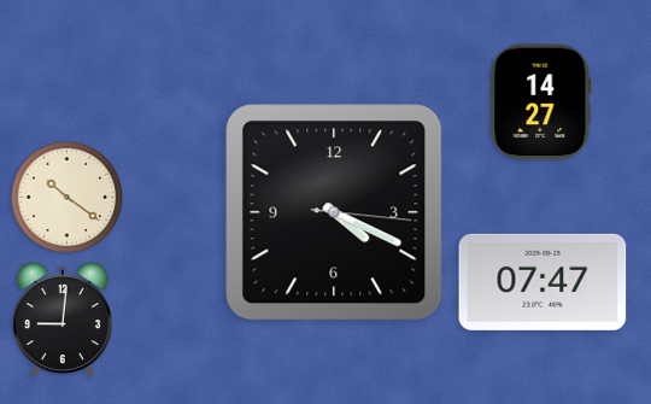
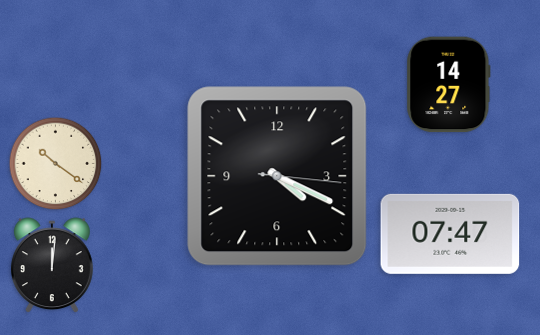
clock at (63, 321): 9:01 -> 12:01
